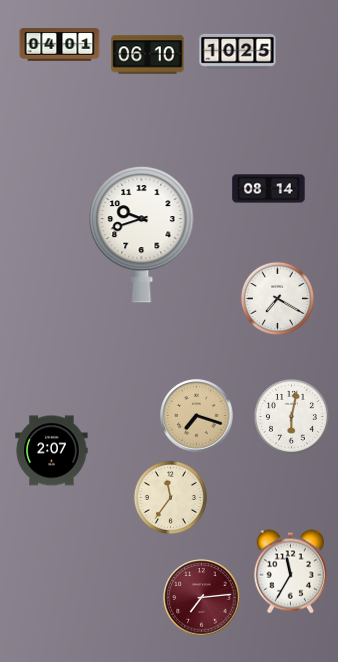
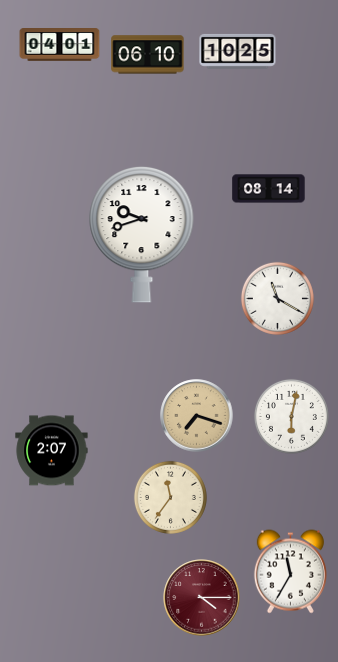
clock at (277, 298): 7:20 -> 11:20
clock at (202, 598): 7:14 -> 4:15
